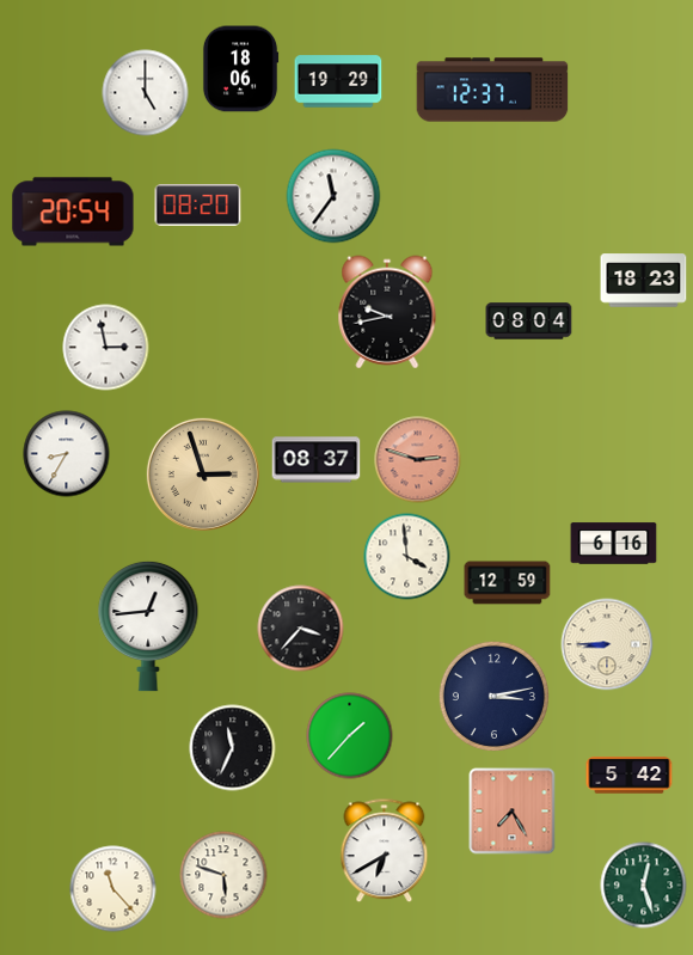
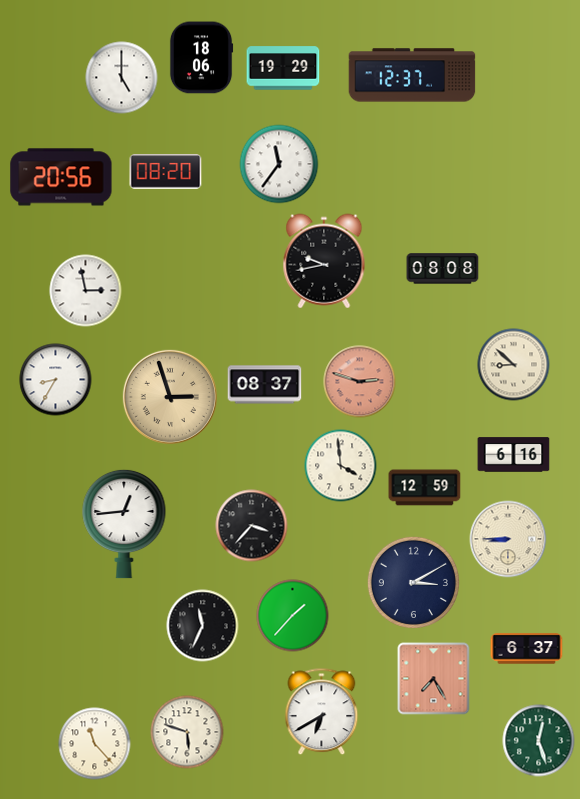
clock at (73, 212): 20:54 -> 20:56
clock at (644, 281): 18:23 -> none
clock at (529, 322): 08:04 -> 08:08
clock at (106, 348) position: (106, 348) -> (86, 291)
clock at (514, 365): none -> 8:52
clock at (418, 460) position: (418, 460) -> (360, 382)
clock at (493, 696): 3:13 -> 3:10
clock at (233, 748) position: (233, 748) -> (203, 626)
clock at (630, 776): 5:42 -> 6:37
clock at (513, 812) position: (513, 812) -> (434, 679)
